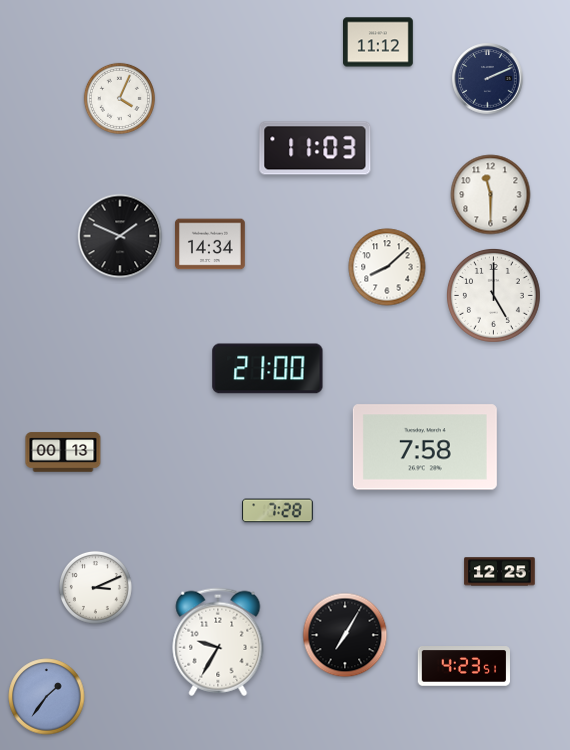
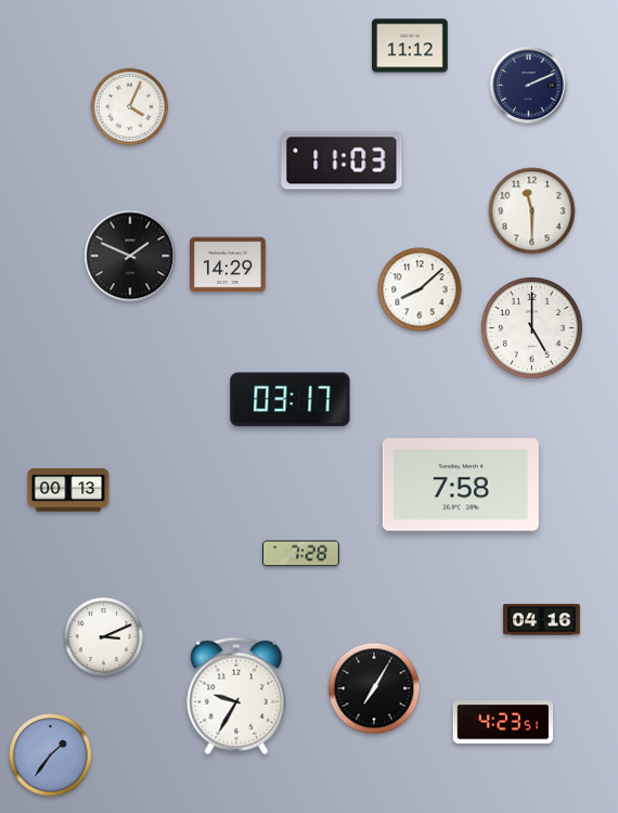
clock at (211, 244): 14:34 -> 14:29
clock at (493, 295) position: (493, 295) -> (531, 327)
clock at (268, 369): 21:00 -> 03:17
clock at (500, 572): 12:25 -> 04:16
